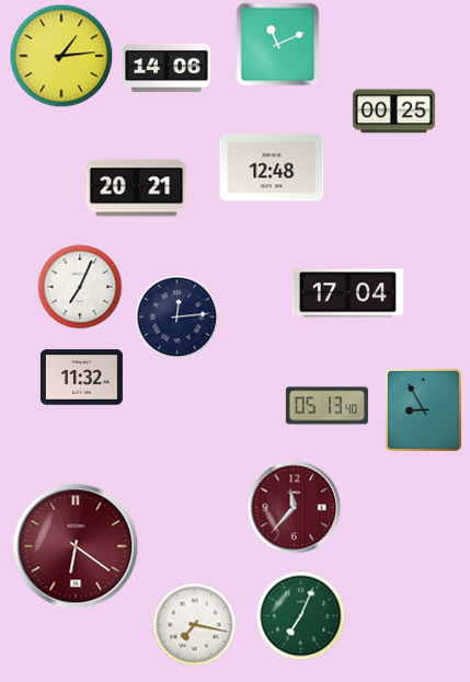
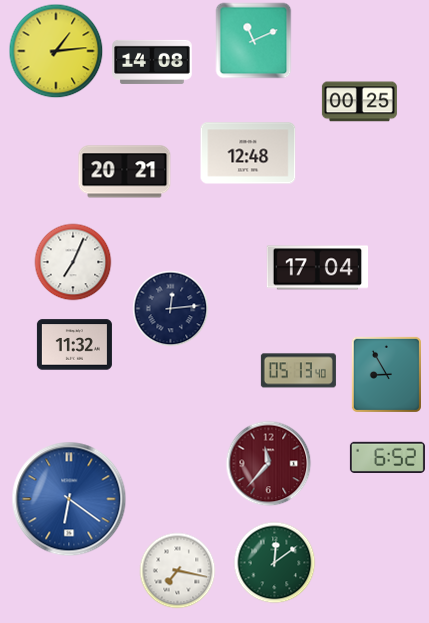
clock at (167, 68): 14:06 -> 14:08
clock at (177, 317) position: (177, 317) -> (171, 309)
clock at (387, 457): none -> 6:52
clock at (76, 546) dial: burgundy -> blue
clock at (301, 616): 7:04 -> 12:09
